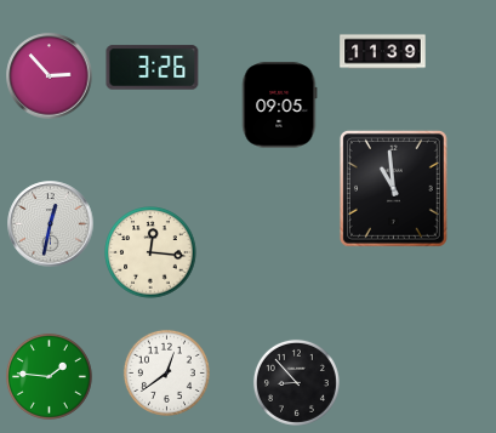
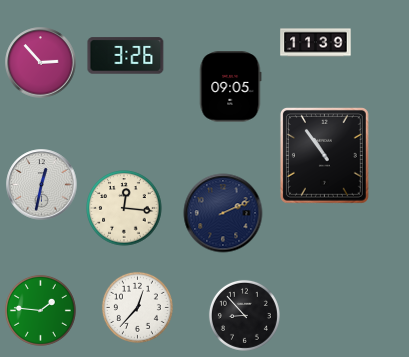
clock at (393, 188): 10:59 -> 10:54
clock at (223, 213): none -> 2:11
clock at (166, 372): 12:39 -> 12:37
